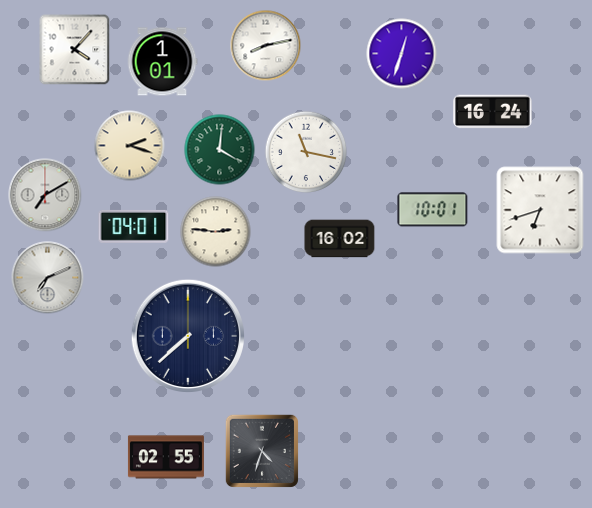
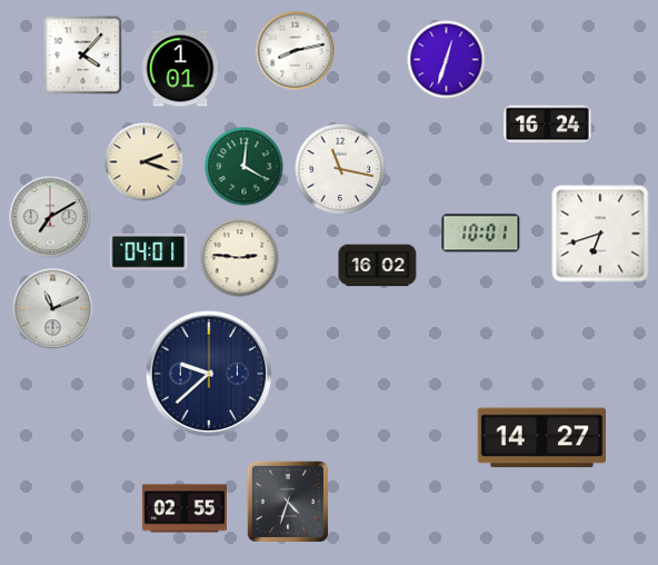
clock at (48, 278): 7:11 -> 11:11
clock at (188, 336): 7:38 -> 9:38
clock at (541, 438): none -> 14:27
clock at (262, 451) position: (262, 451) -> (288, 502)
